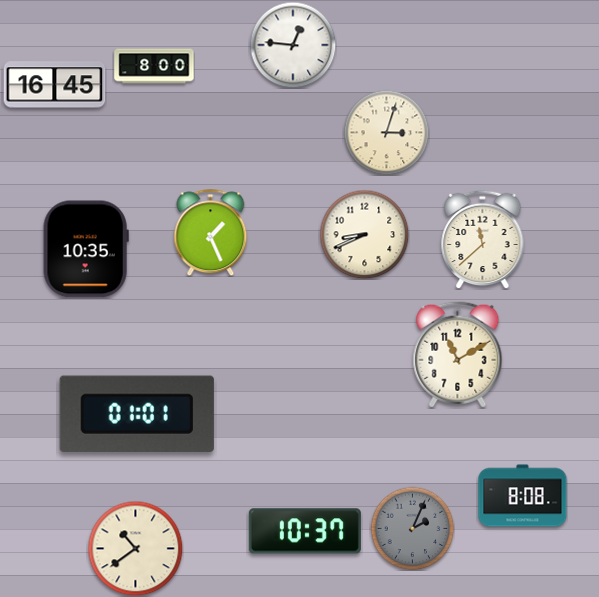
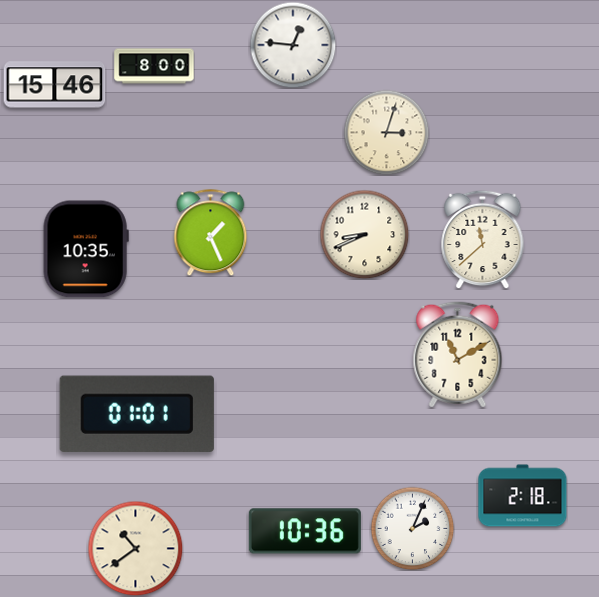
clock at (55, 85): 16:45 -> 15:46
clock at (523, 496): 8:08 -> 2:18
clock at (412, 528) dial: grey -> white
clock at (305, 531): 10:37 -> 10:36
